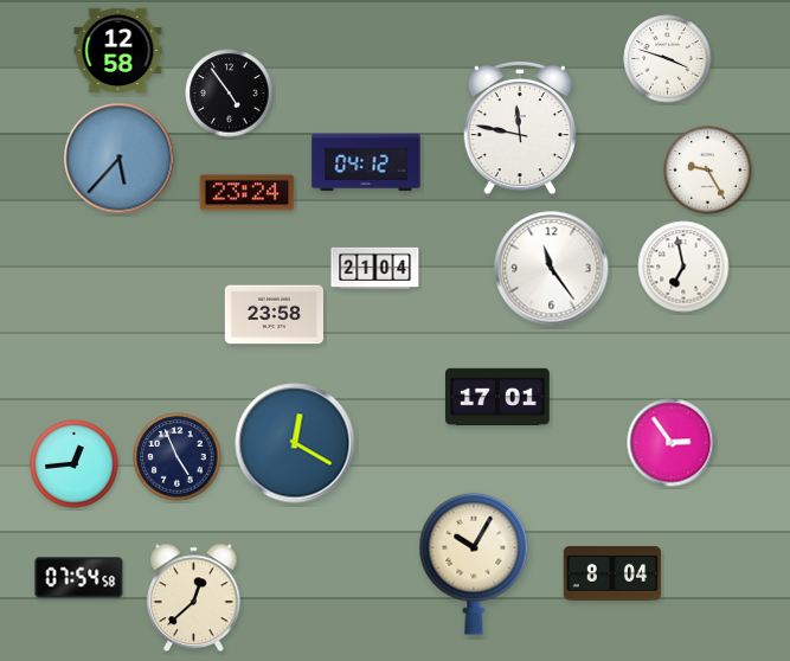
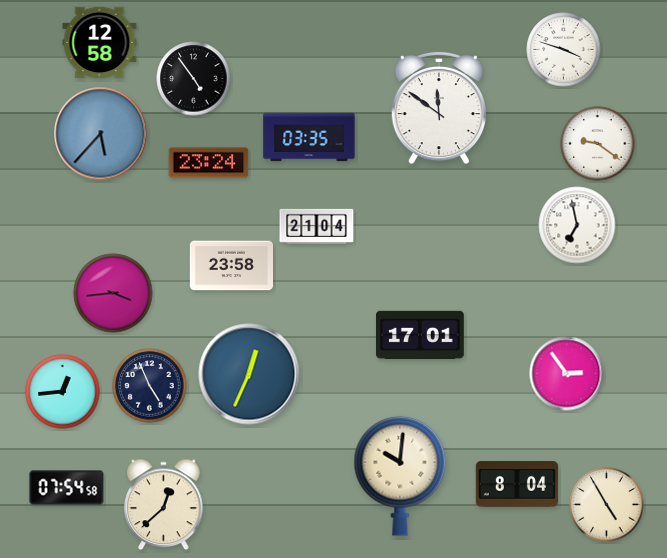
clock at (519, 128): 11:47 -> 11:51
clock at (366, 162): 04:12 -> 03:35
clock at (708, 171): 9:25 -> 9:21
clock at (552, 269): 11:24 -> none
clock at (113, 293): none -> 3:44
clock at (295, 443): 12:20 -> 12:34
clock at (474, 564): 10:05 -> 10:01
clock at (607, 505): none -> 4:55
